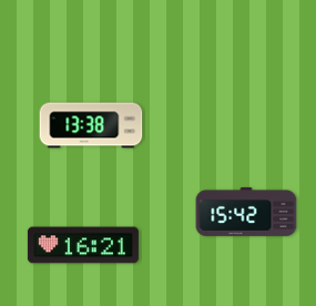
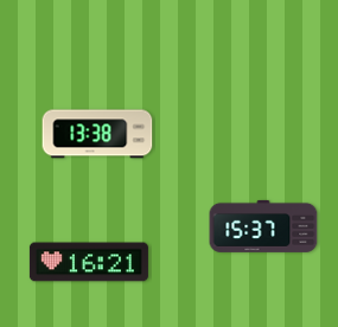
clock at (246, 212): 15:42 -> 15:37
